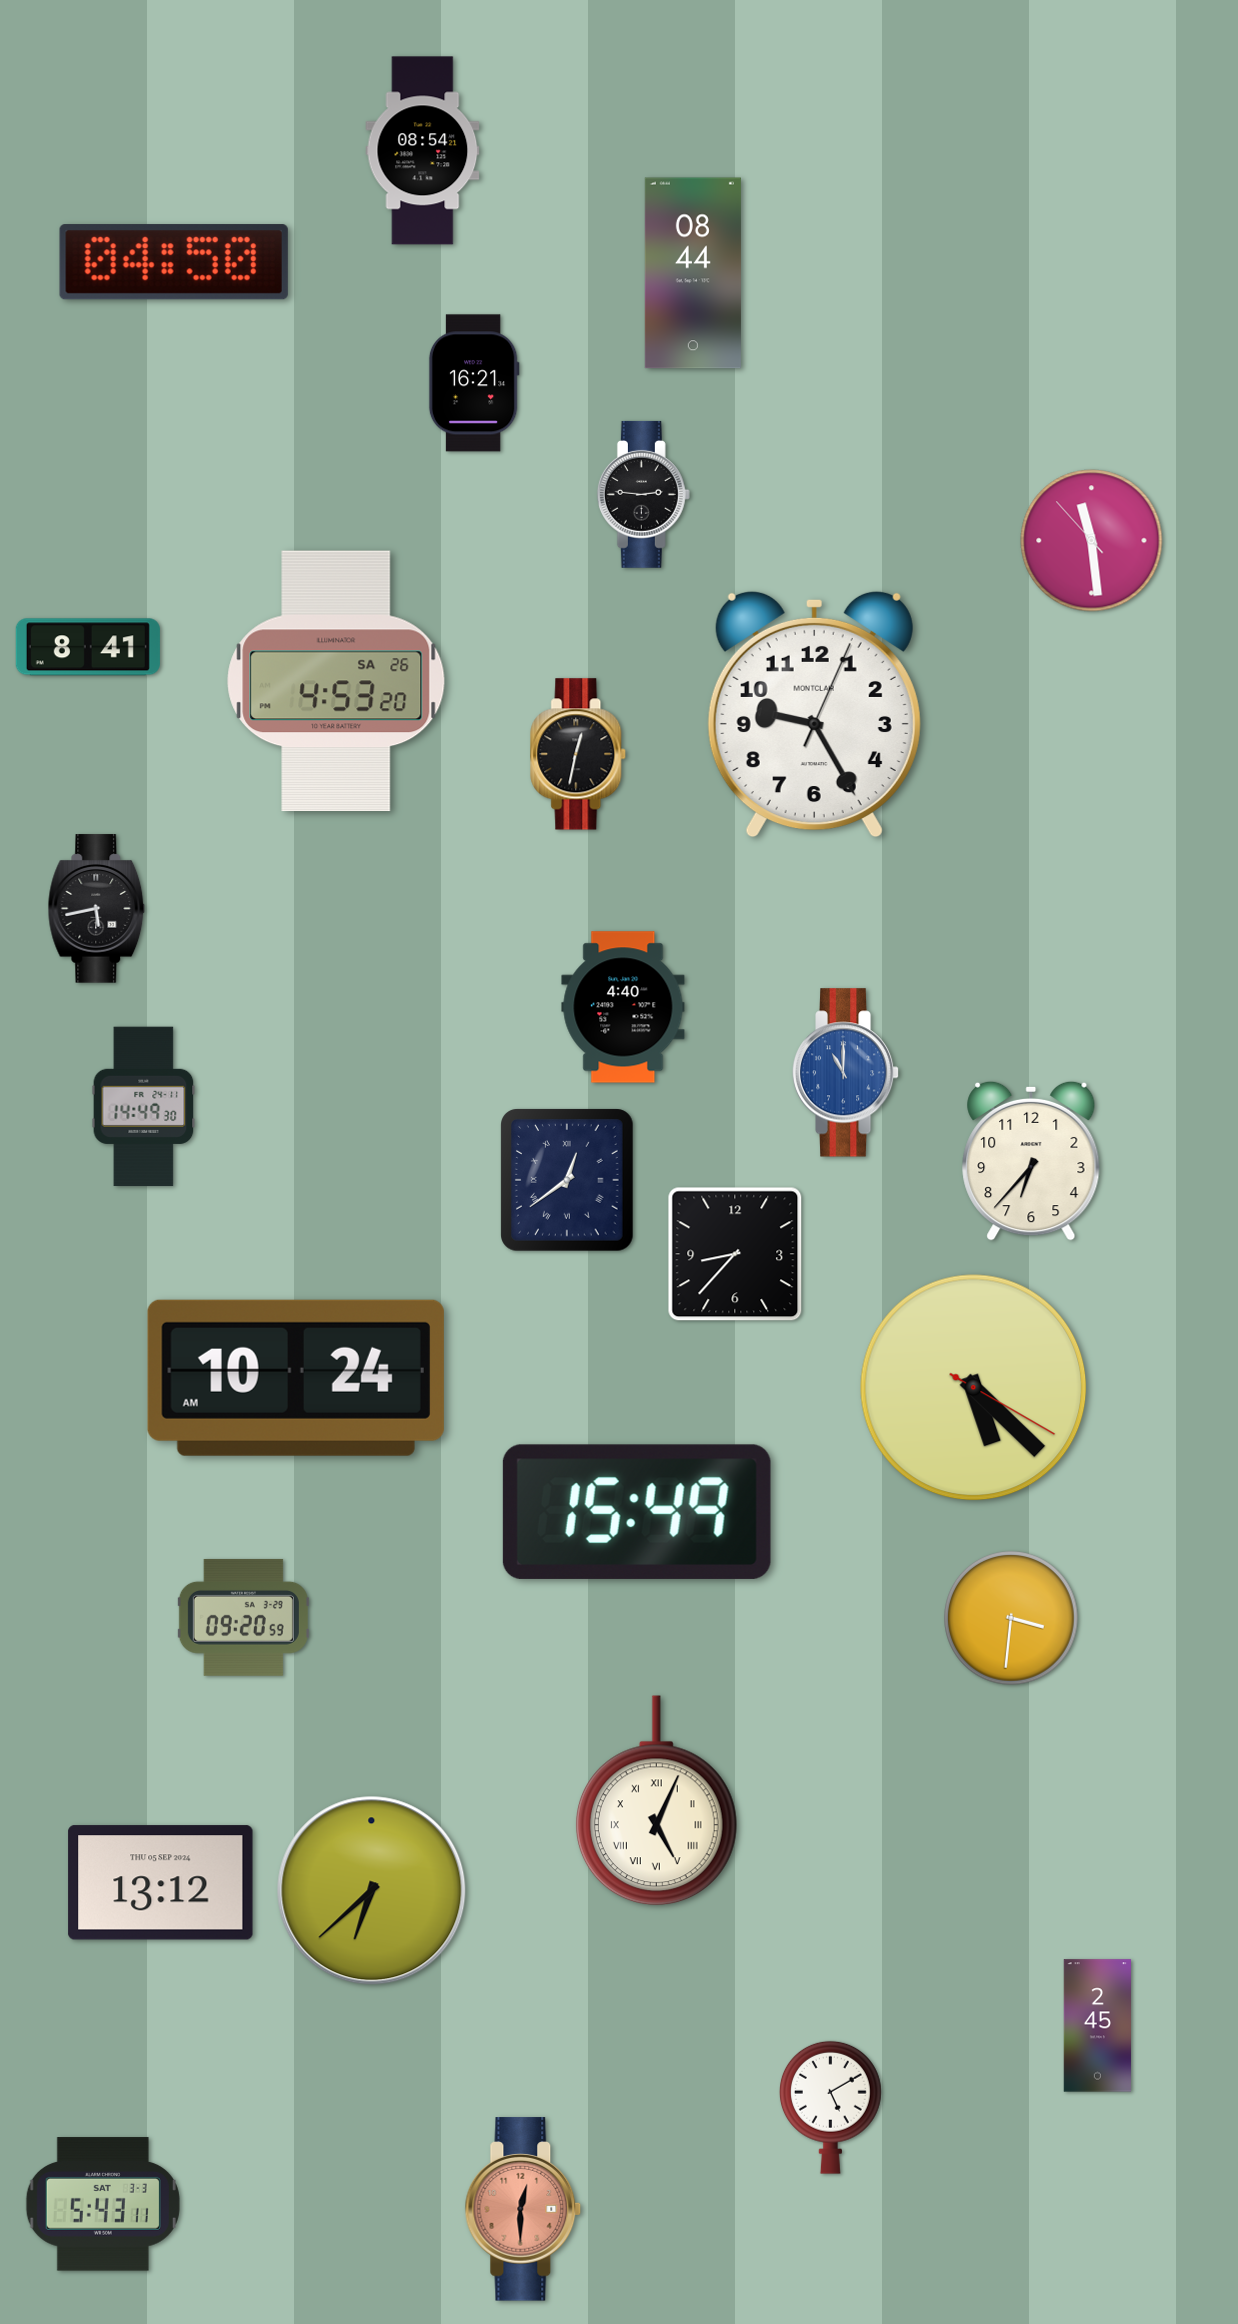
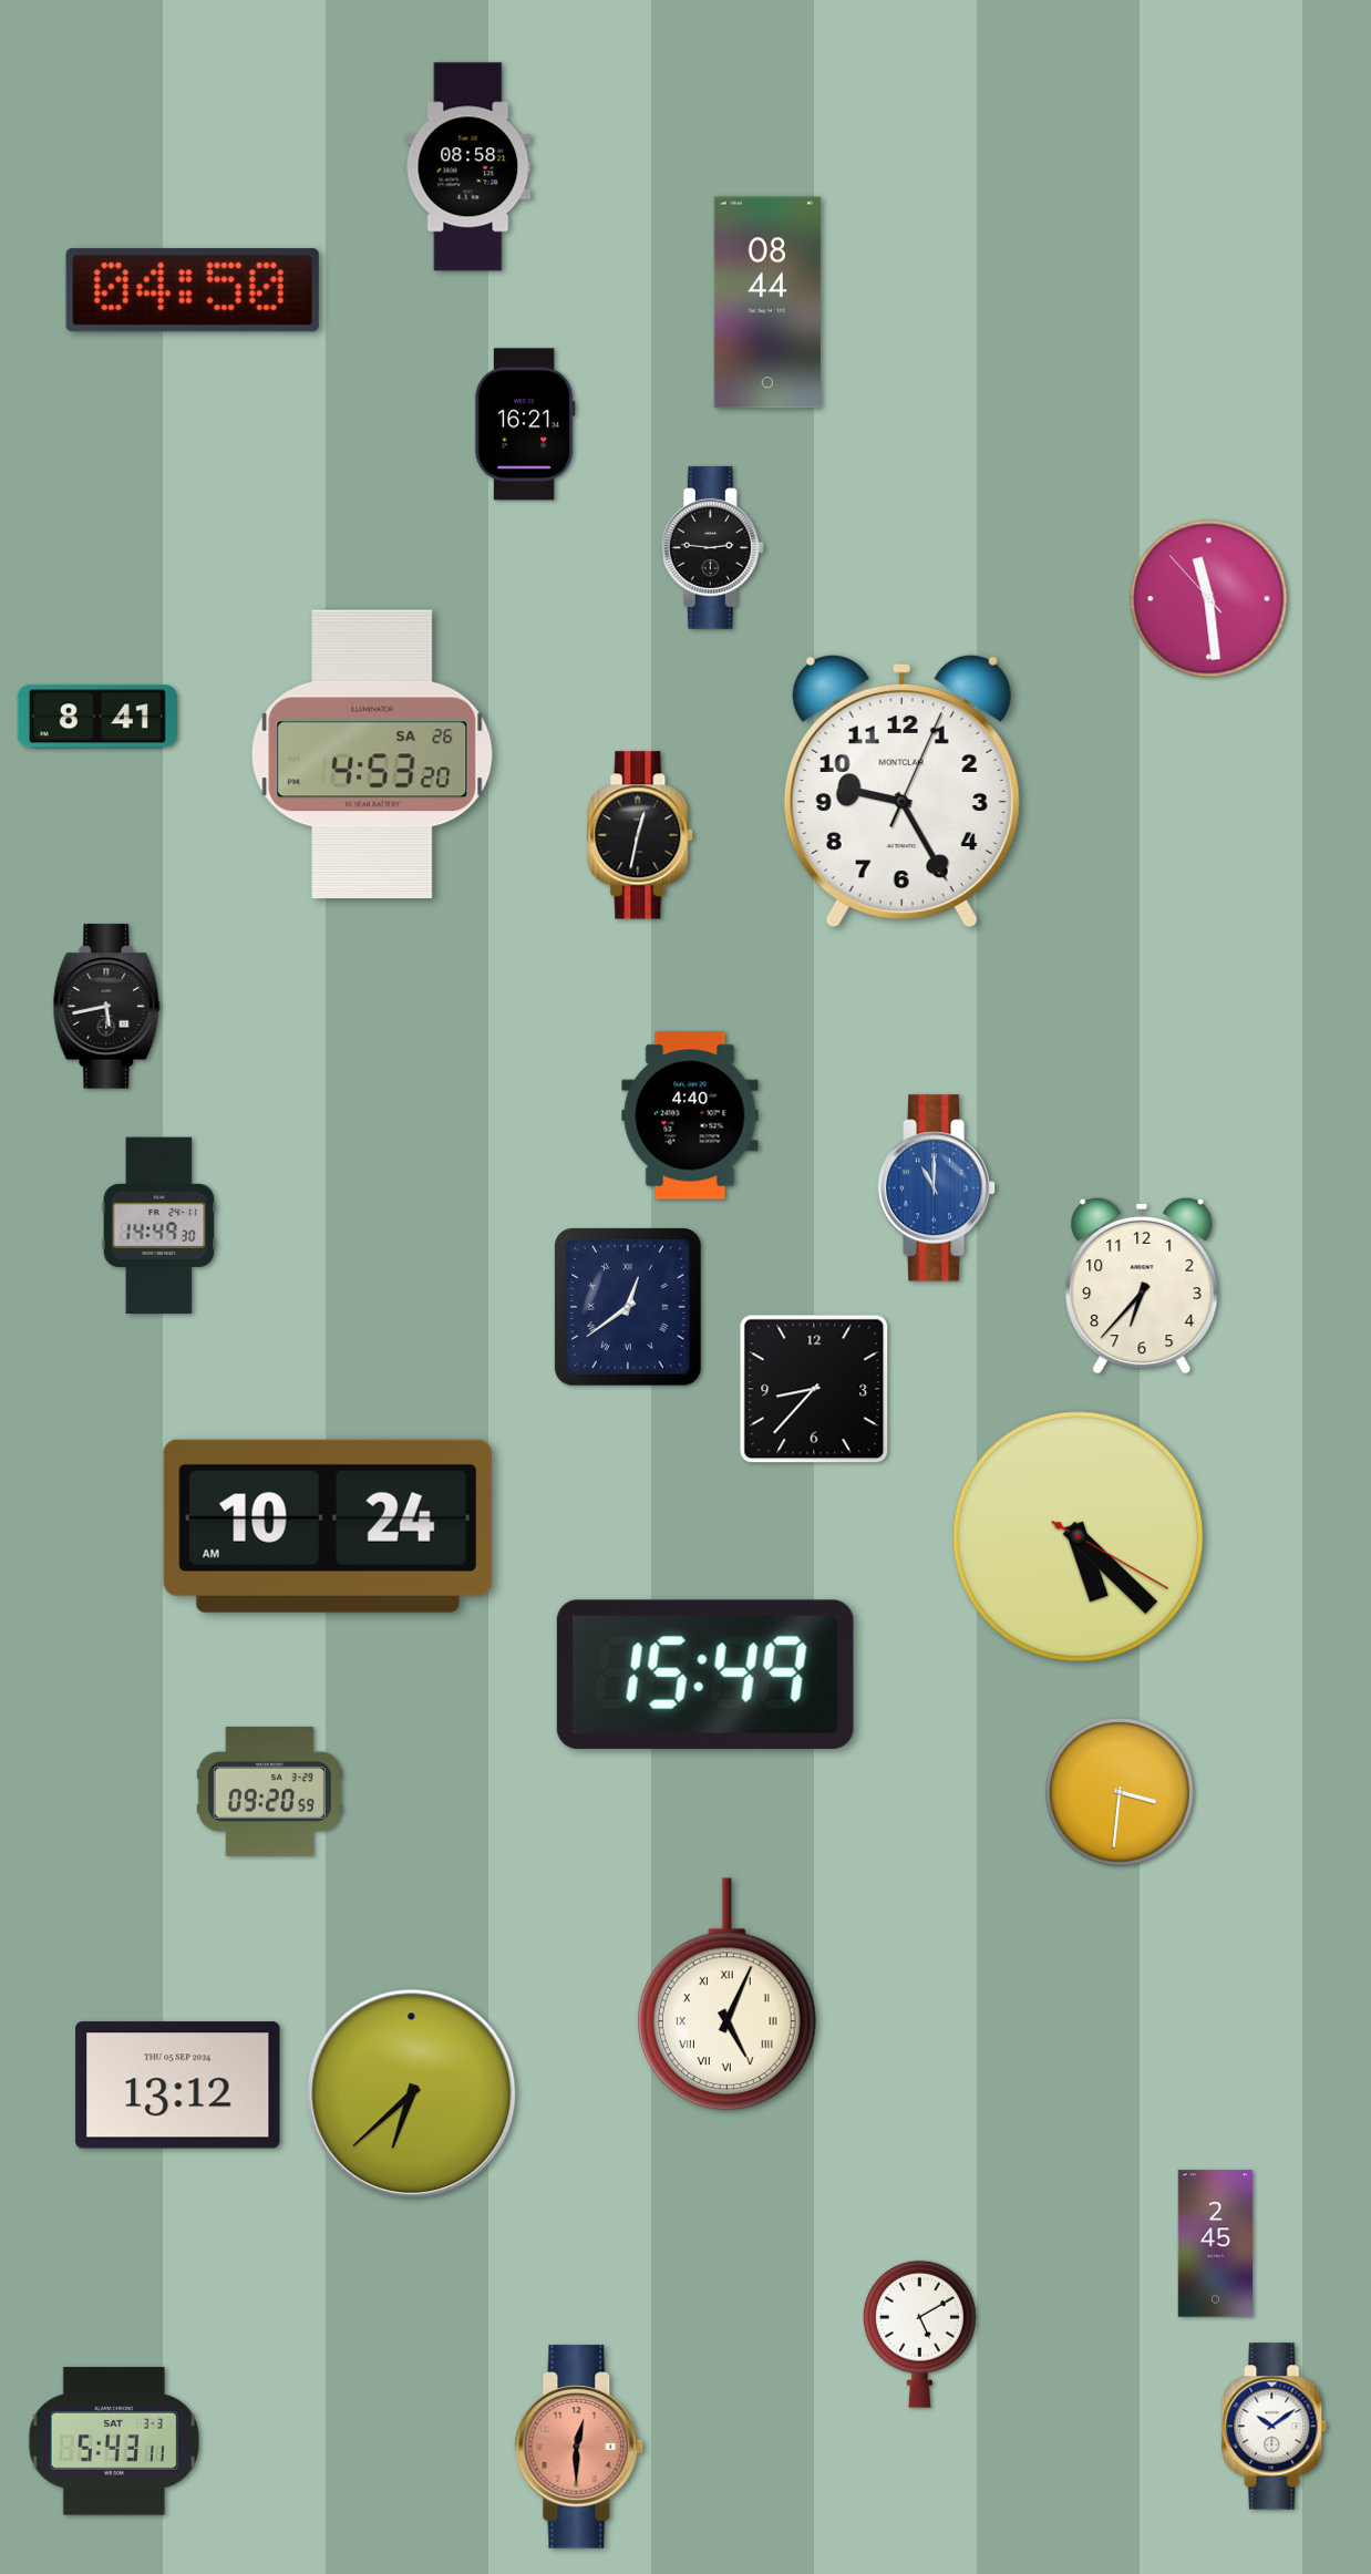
clock at (423, 151): 08:54 -> 08:58
clock at (1275, 2427): none -> 10:09
